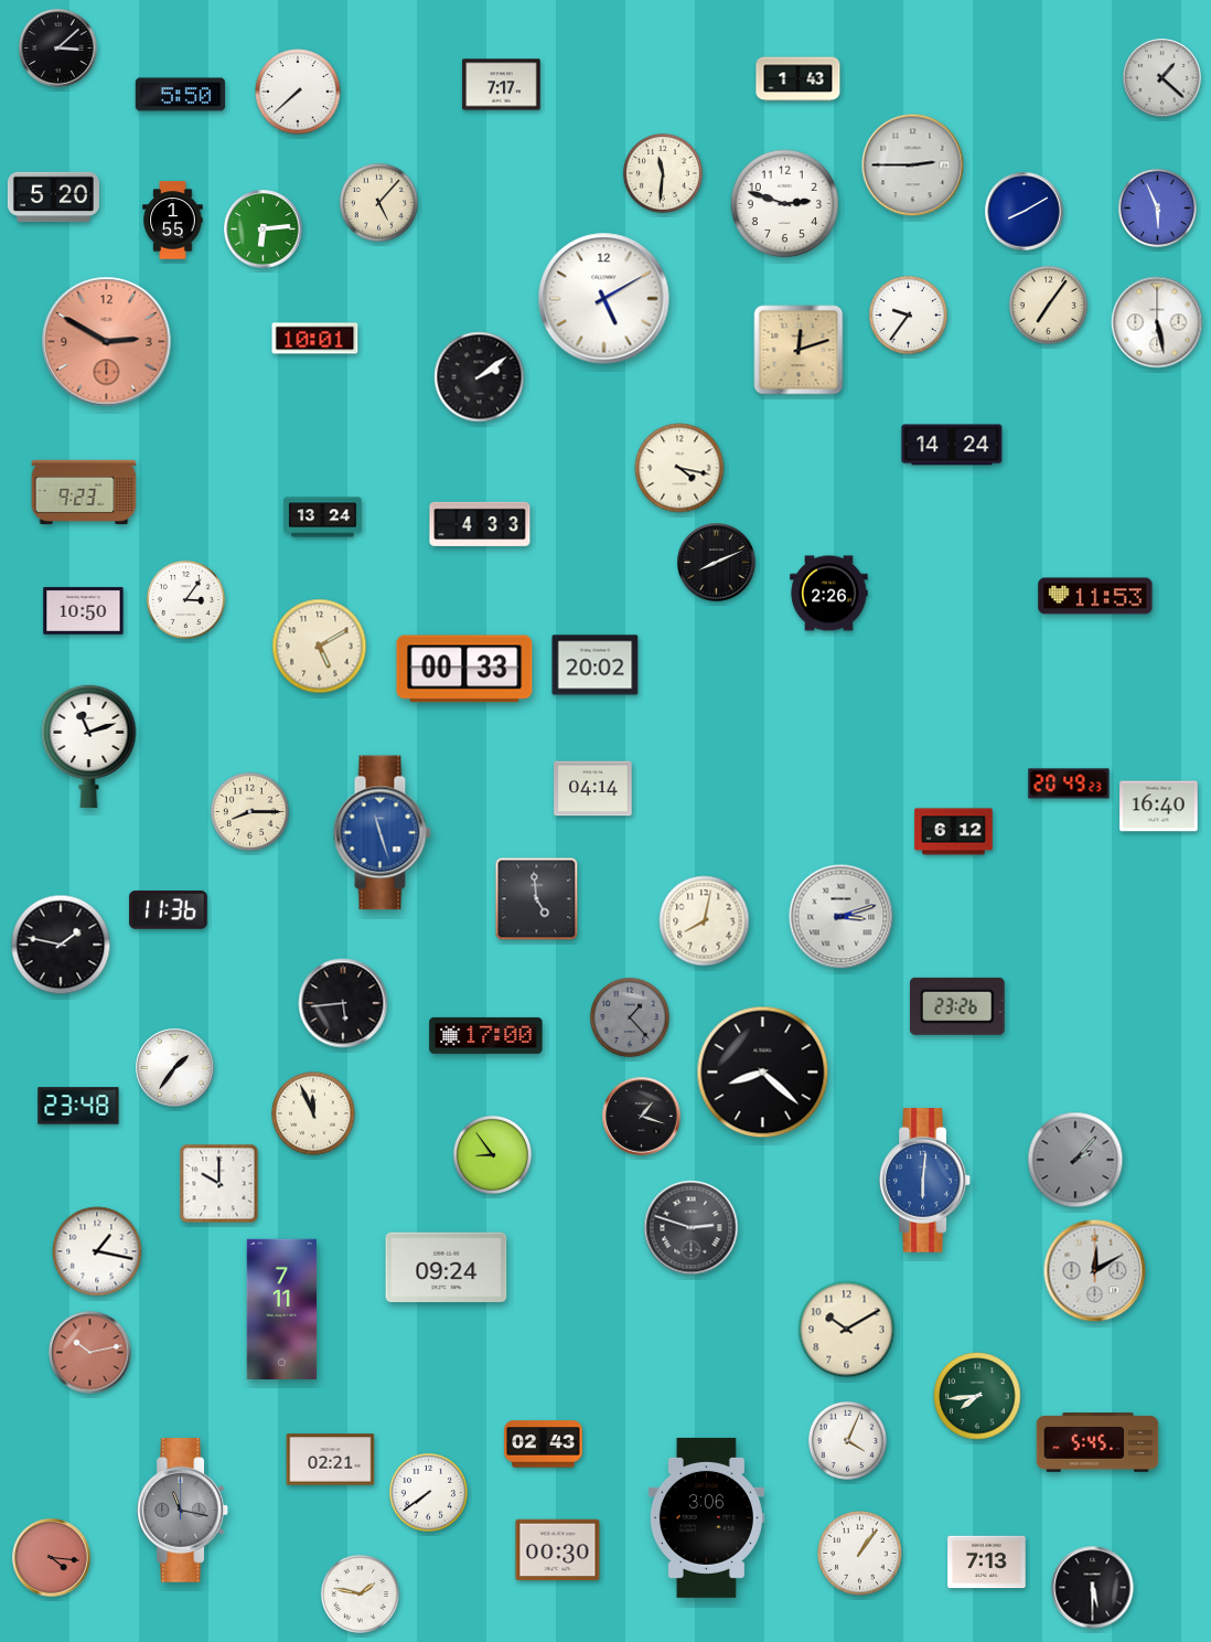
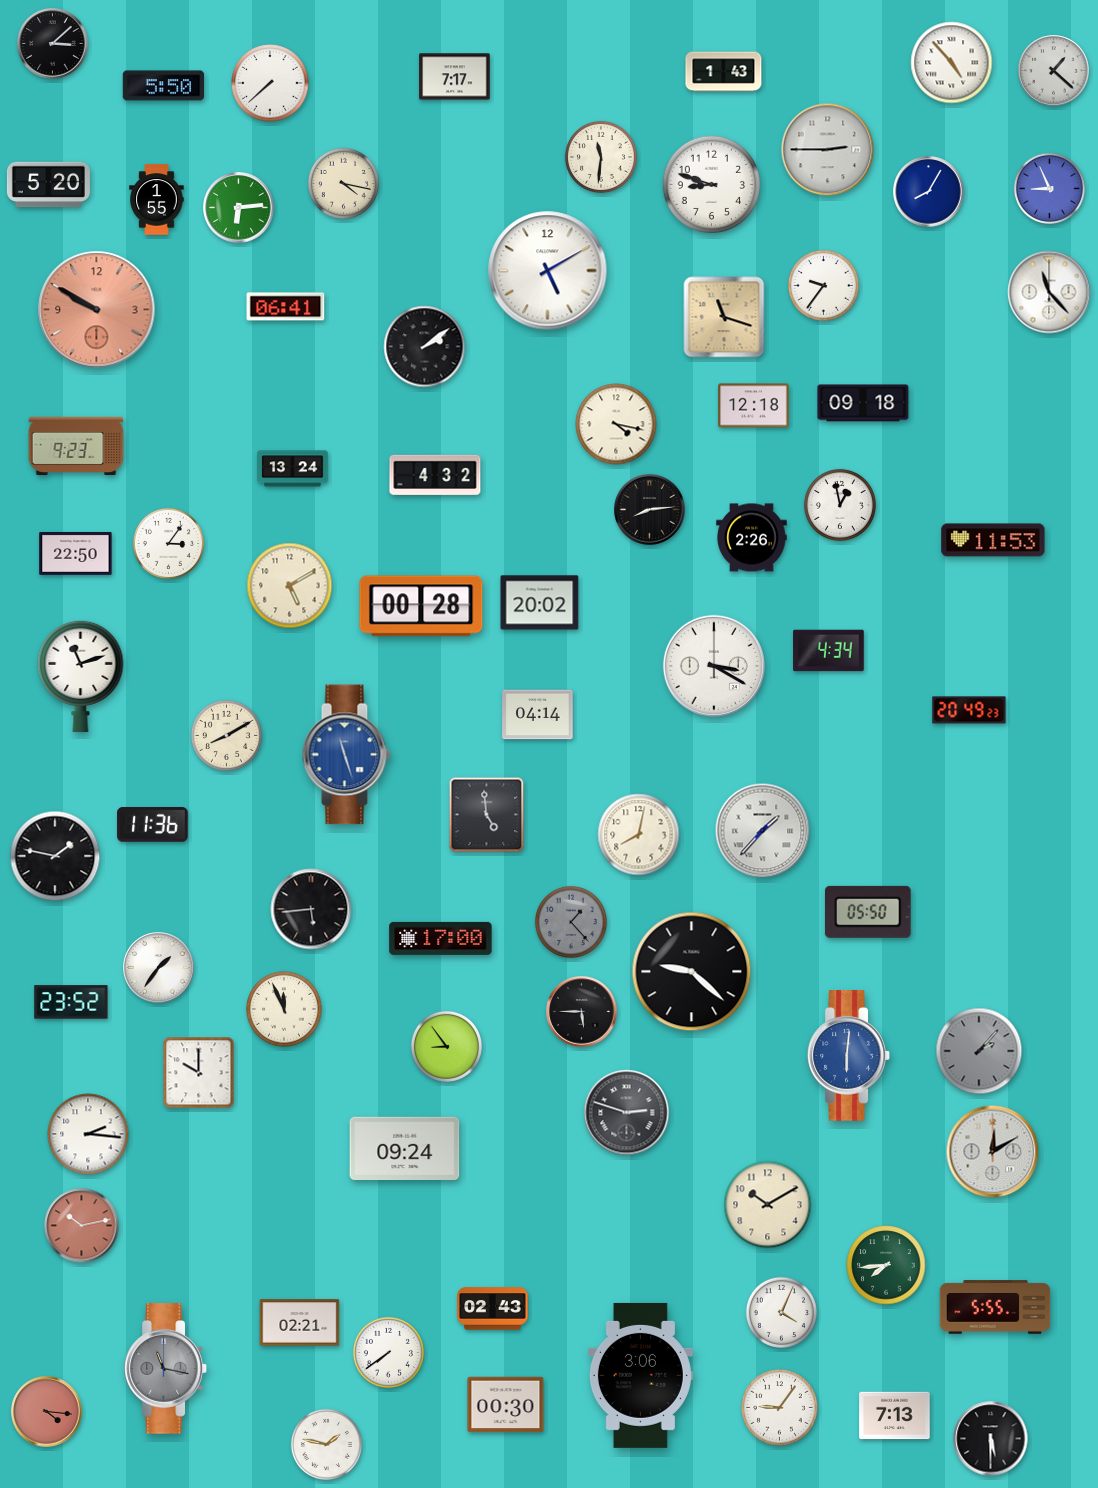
clock at (952, 63): none -> 4:53
clock at (53, 198) position: (53, 198) -> (48, 185)
clock at (378, 202): 5:07 -> 4:17
clock at (784, 203): 2:48 -> 8:48
clock at (1157, 207): 5:56 -> 8:56
clock at (1025, 212): 8:10 -> 8:05
clock at (1048, 305): 7:06 -> none
clock at (1157, 322): 5:28 -> 11:23
clock at (315, 339): 10:01 -> 06:41
clock at (107, 342): 2:50 -> 9:50
clock at (799, 350): 12:12 -> 11:18
clock at (480, 377) position: (480, 377) -> (425, 347)
clock at (952, 445): 14:24 -> 09:18
clock at (754, 406): none -> 12:18
clock at (480, 523): 4:33 -> 4:32
clock at (840, 505): none -> 12:58
clock at (717, 563): 8:11 -> 8:14
clock at (84, 611): 10:50 -> 22:50
clock at (464, 669): 00:33 -> 00:28
clock at (829, 651): none -> 4:34
clock at (714, 666): none -> 3:20
clock at (1159, 807): 16:40 -> none
clock at (249, 811): 8:15 -> 8:10
clock at (954, 832): 6:12 -> none
clock at (842, 917): 3:12 -> 1:37
clock at (957, 1006): 23:26 -> 05:50
clock at (763, 1073): 8:22 -> 9:22
clock at (78, 1106): 23:48 -> 23:52
clock at (642, 1117): 1:18 -> 5:45
clock at (1075, 1160) position: (1075, 1160) -> (979, 1051)
clock at (924, 1181) position: (924, 1181) -> (848, 1056)
clock at (97, 1251): 1:17 -> 2:16
clock at (282, 1309): 7:11 -> none
clock at (847, 1440) position: (847, 1440) -> (781, 1312)
clock at (1097, 1442): 5:45 -> 5:55
clock at (860, 1554): 1:06 -> 9:06
